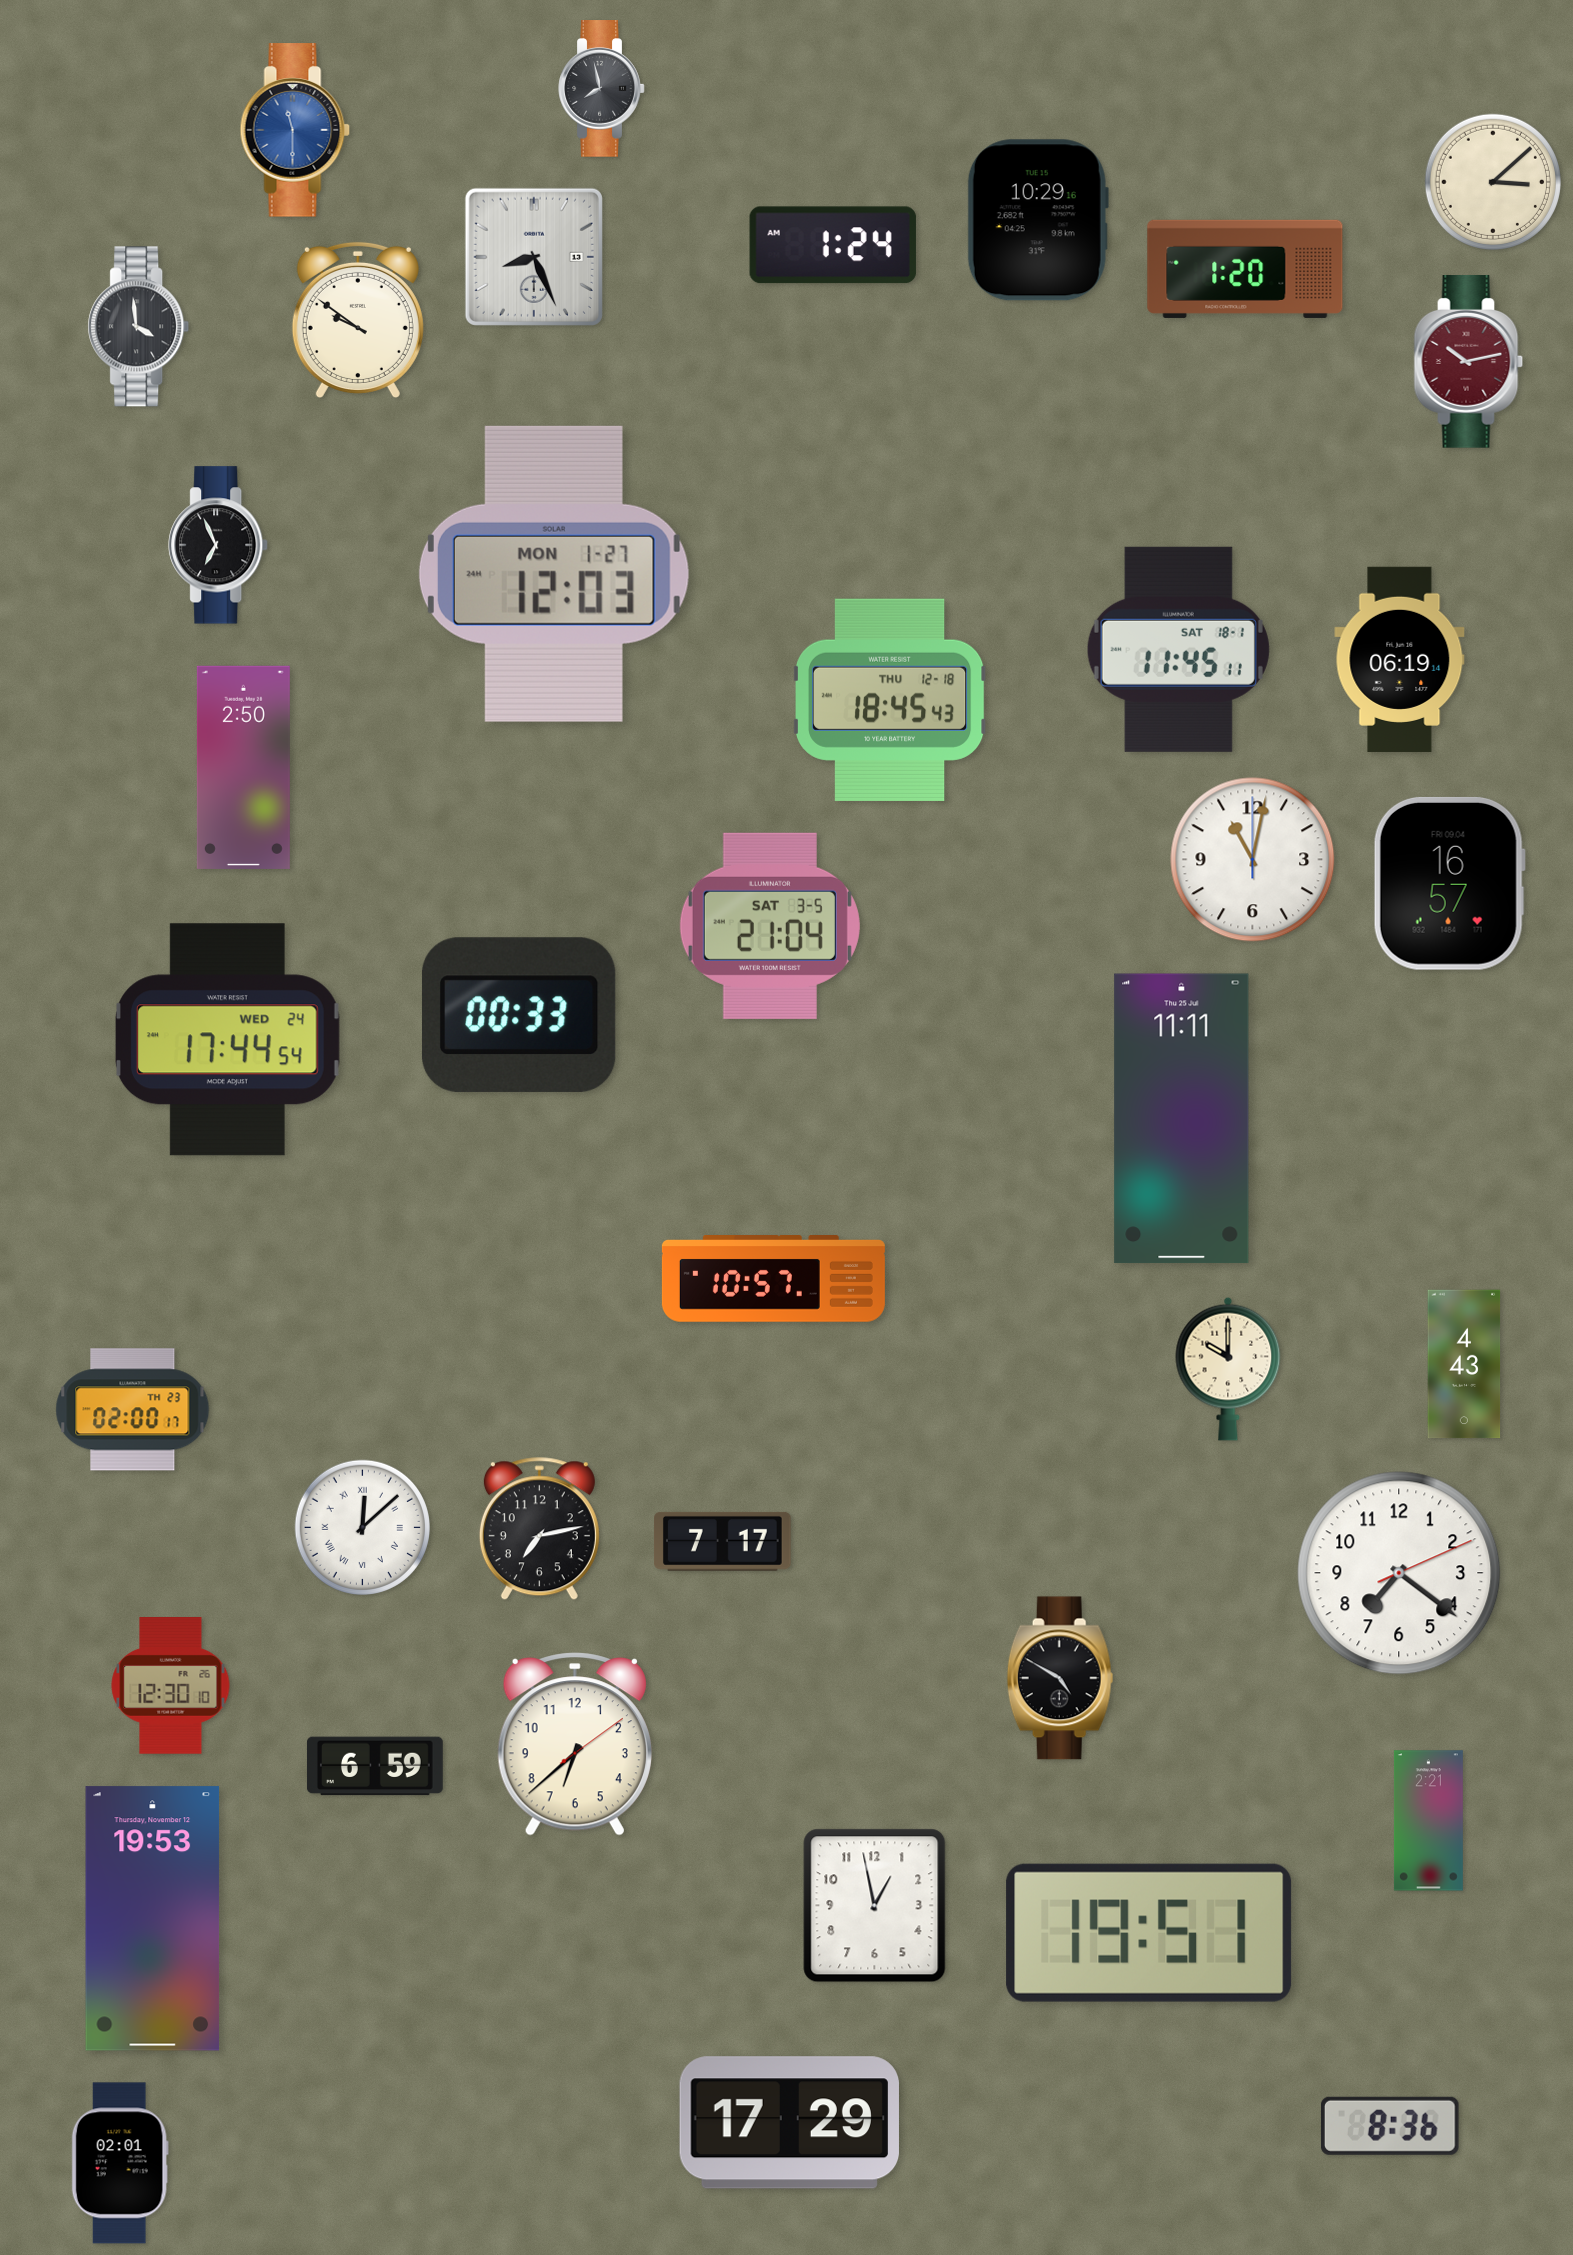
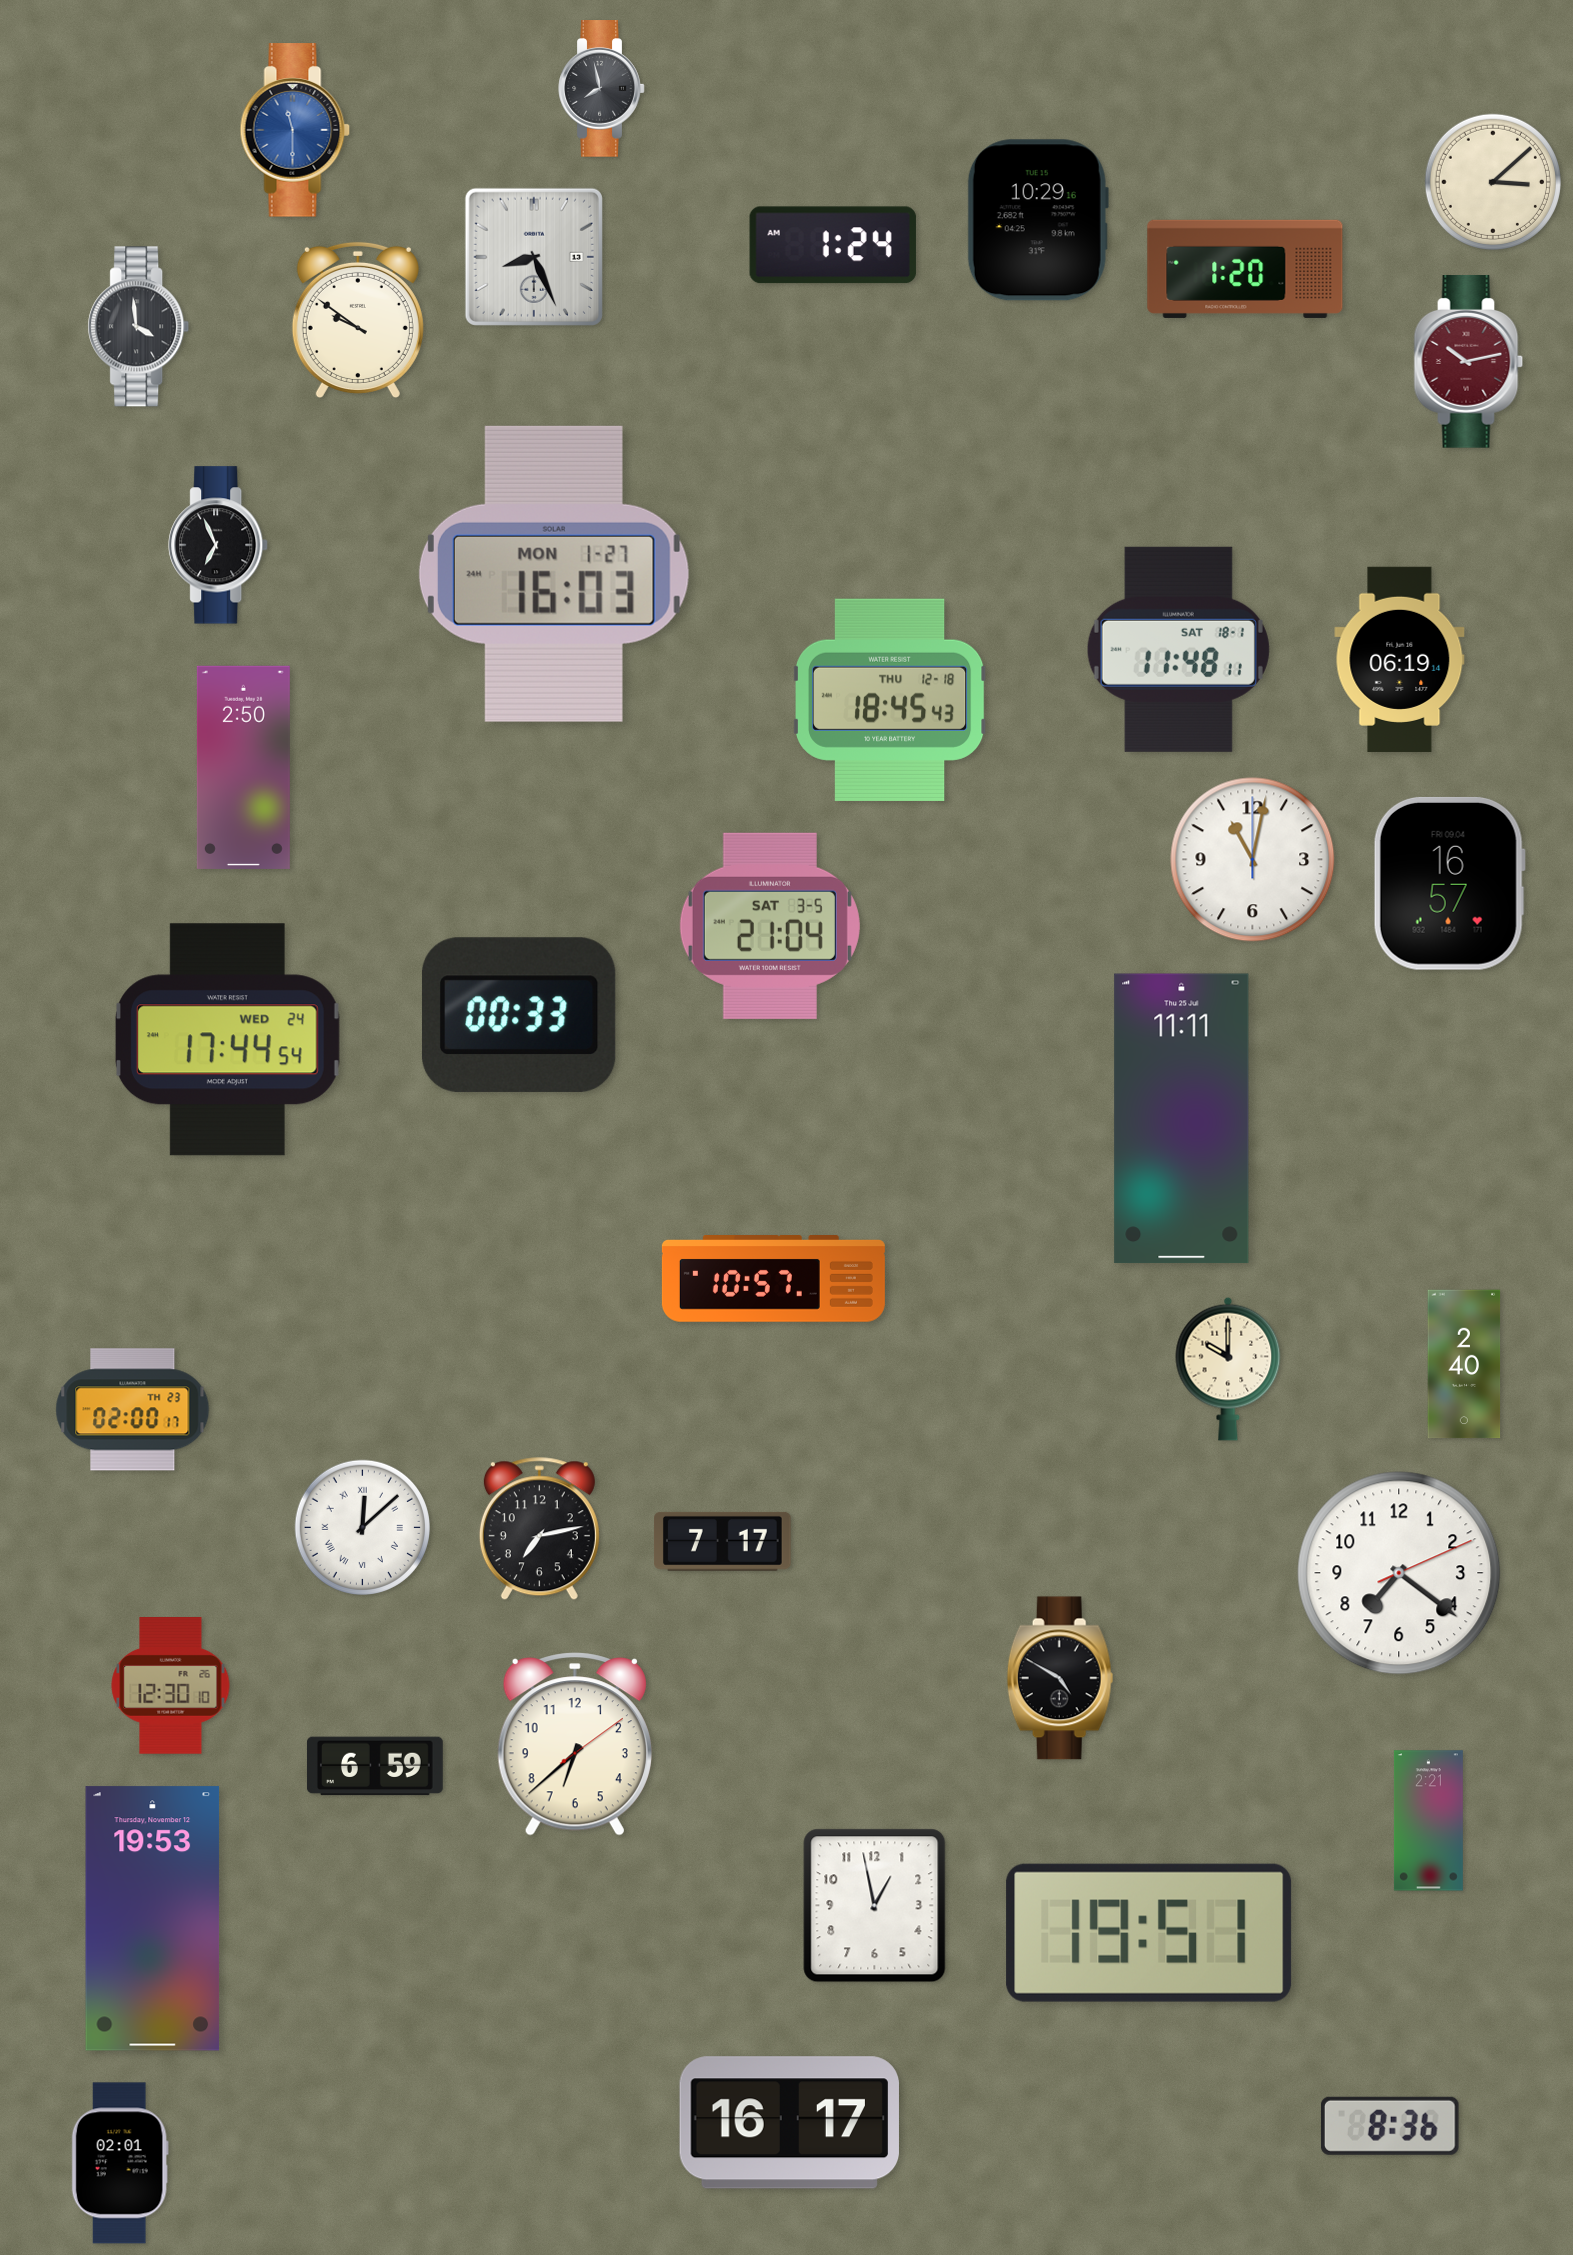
clock at (554, 574): 12:03 -> 16:03
clock at (1178, 649): 11:45 -> 11:48
clock at (1464, 1364): 4:43 -> 2:40
clock at (789, 2123): 17:29 -> 16:17
